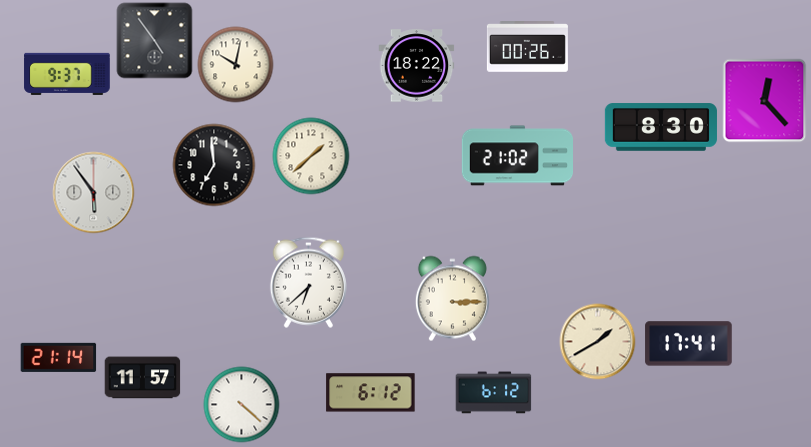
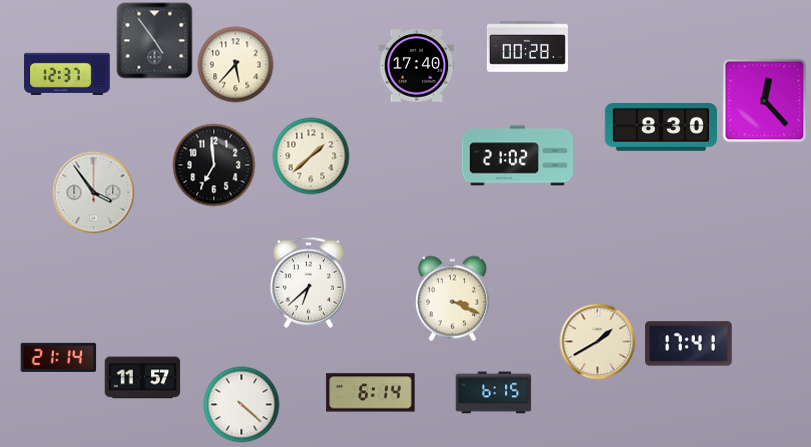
clock at (527, 47): 00:26 -> 00:28
clock at (236, 65): 10:02 -> 5:37
clock at (417, 66): 18:22 -> 17:40
clock at (67, 74): 9:37 -> 12:37
clock at (94, 193): 5:54 -> 3:54
clock at (452, 299): 3:15 -> 3:19
clock at (371, 393): 6:12 -> 6:14
clock at (494, 393): 6:12 -> 6:15
